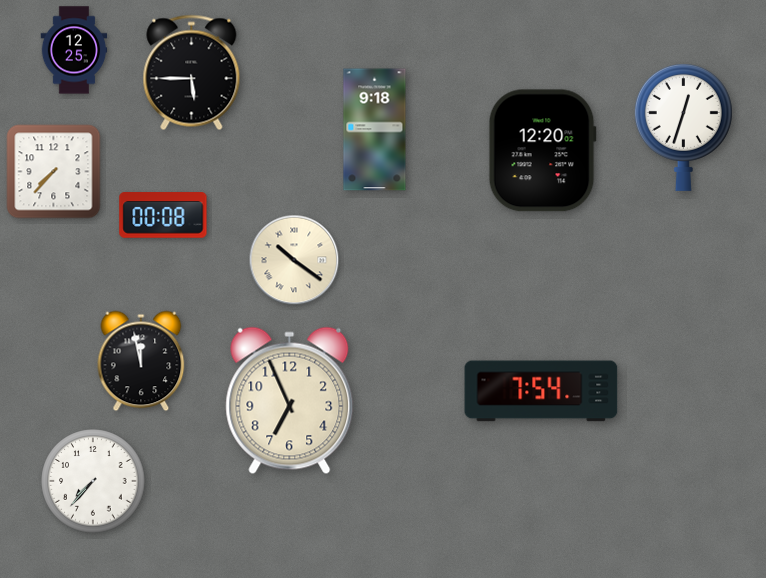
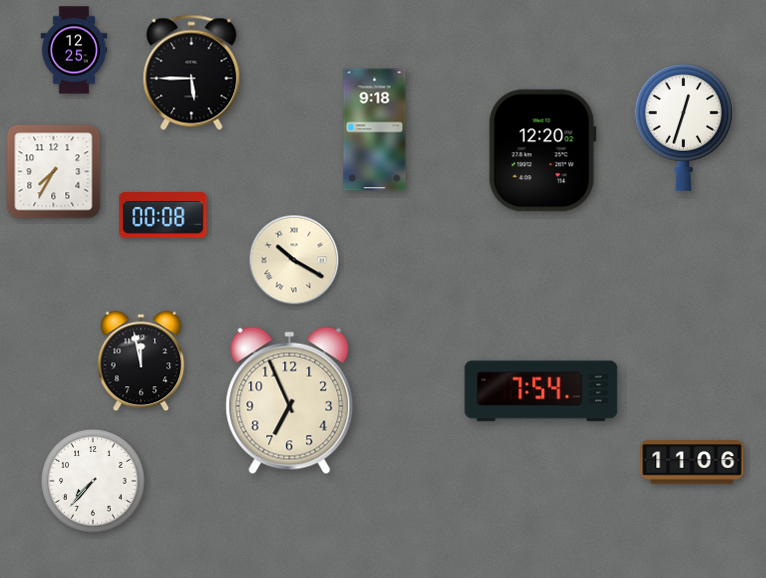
clock at (54, 172): 7:37 -> 7:35
clock at (294, 260): 10:21 -> 10:20
clock at (692, 462): none -> 11:06
